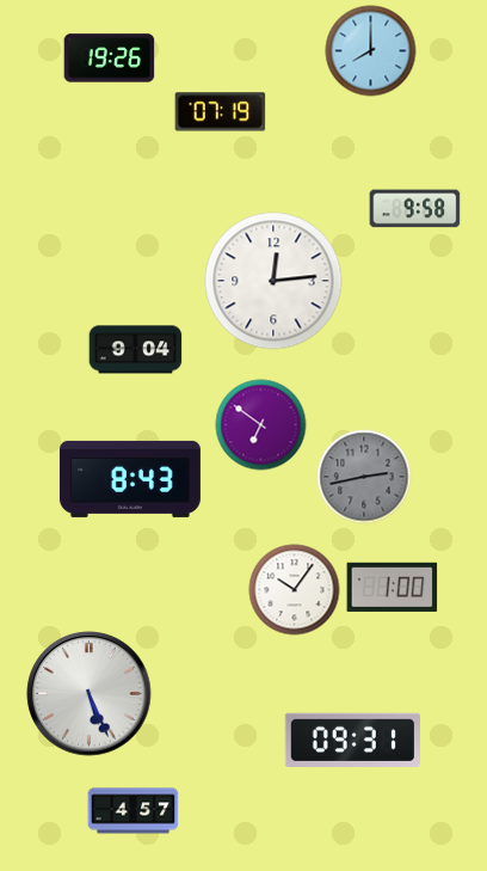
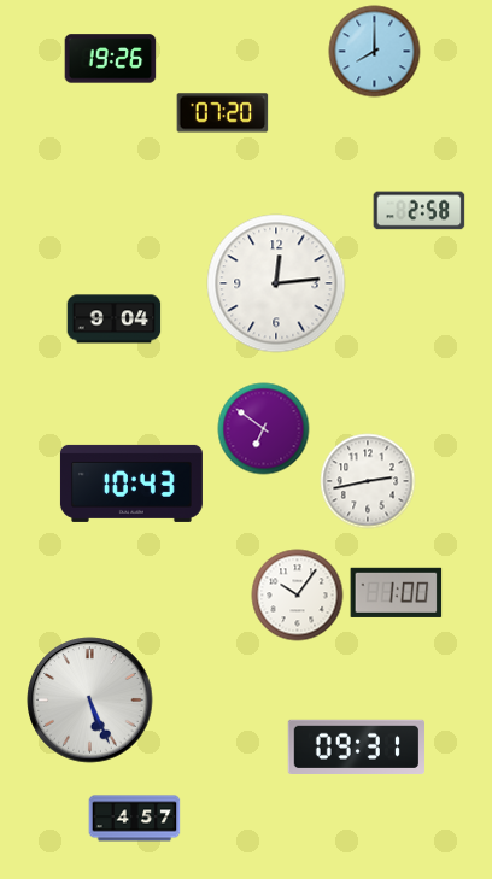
clock at (221, 112): 07:19 -> 07:20
clock at (415, 209): 9:58 -> 2:58
clock at (136, 350) position: (136, 350) -> (115, 320)
clock at (364, 477) dial: grey -> white
clock at (130, 479): 8:43 -> 10:43
